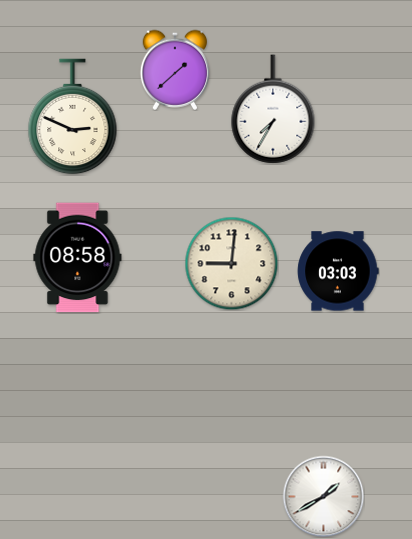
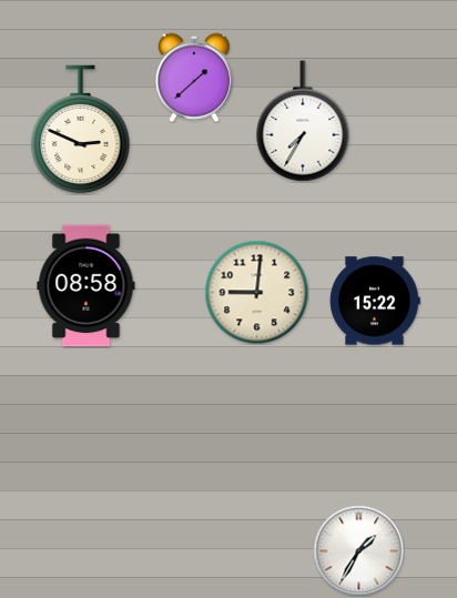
clock at (338, 271): 03:03 -> 15:22
clock at (323, 496): 1:40 -> 1:35
